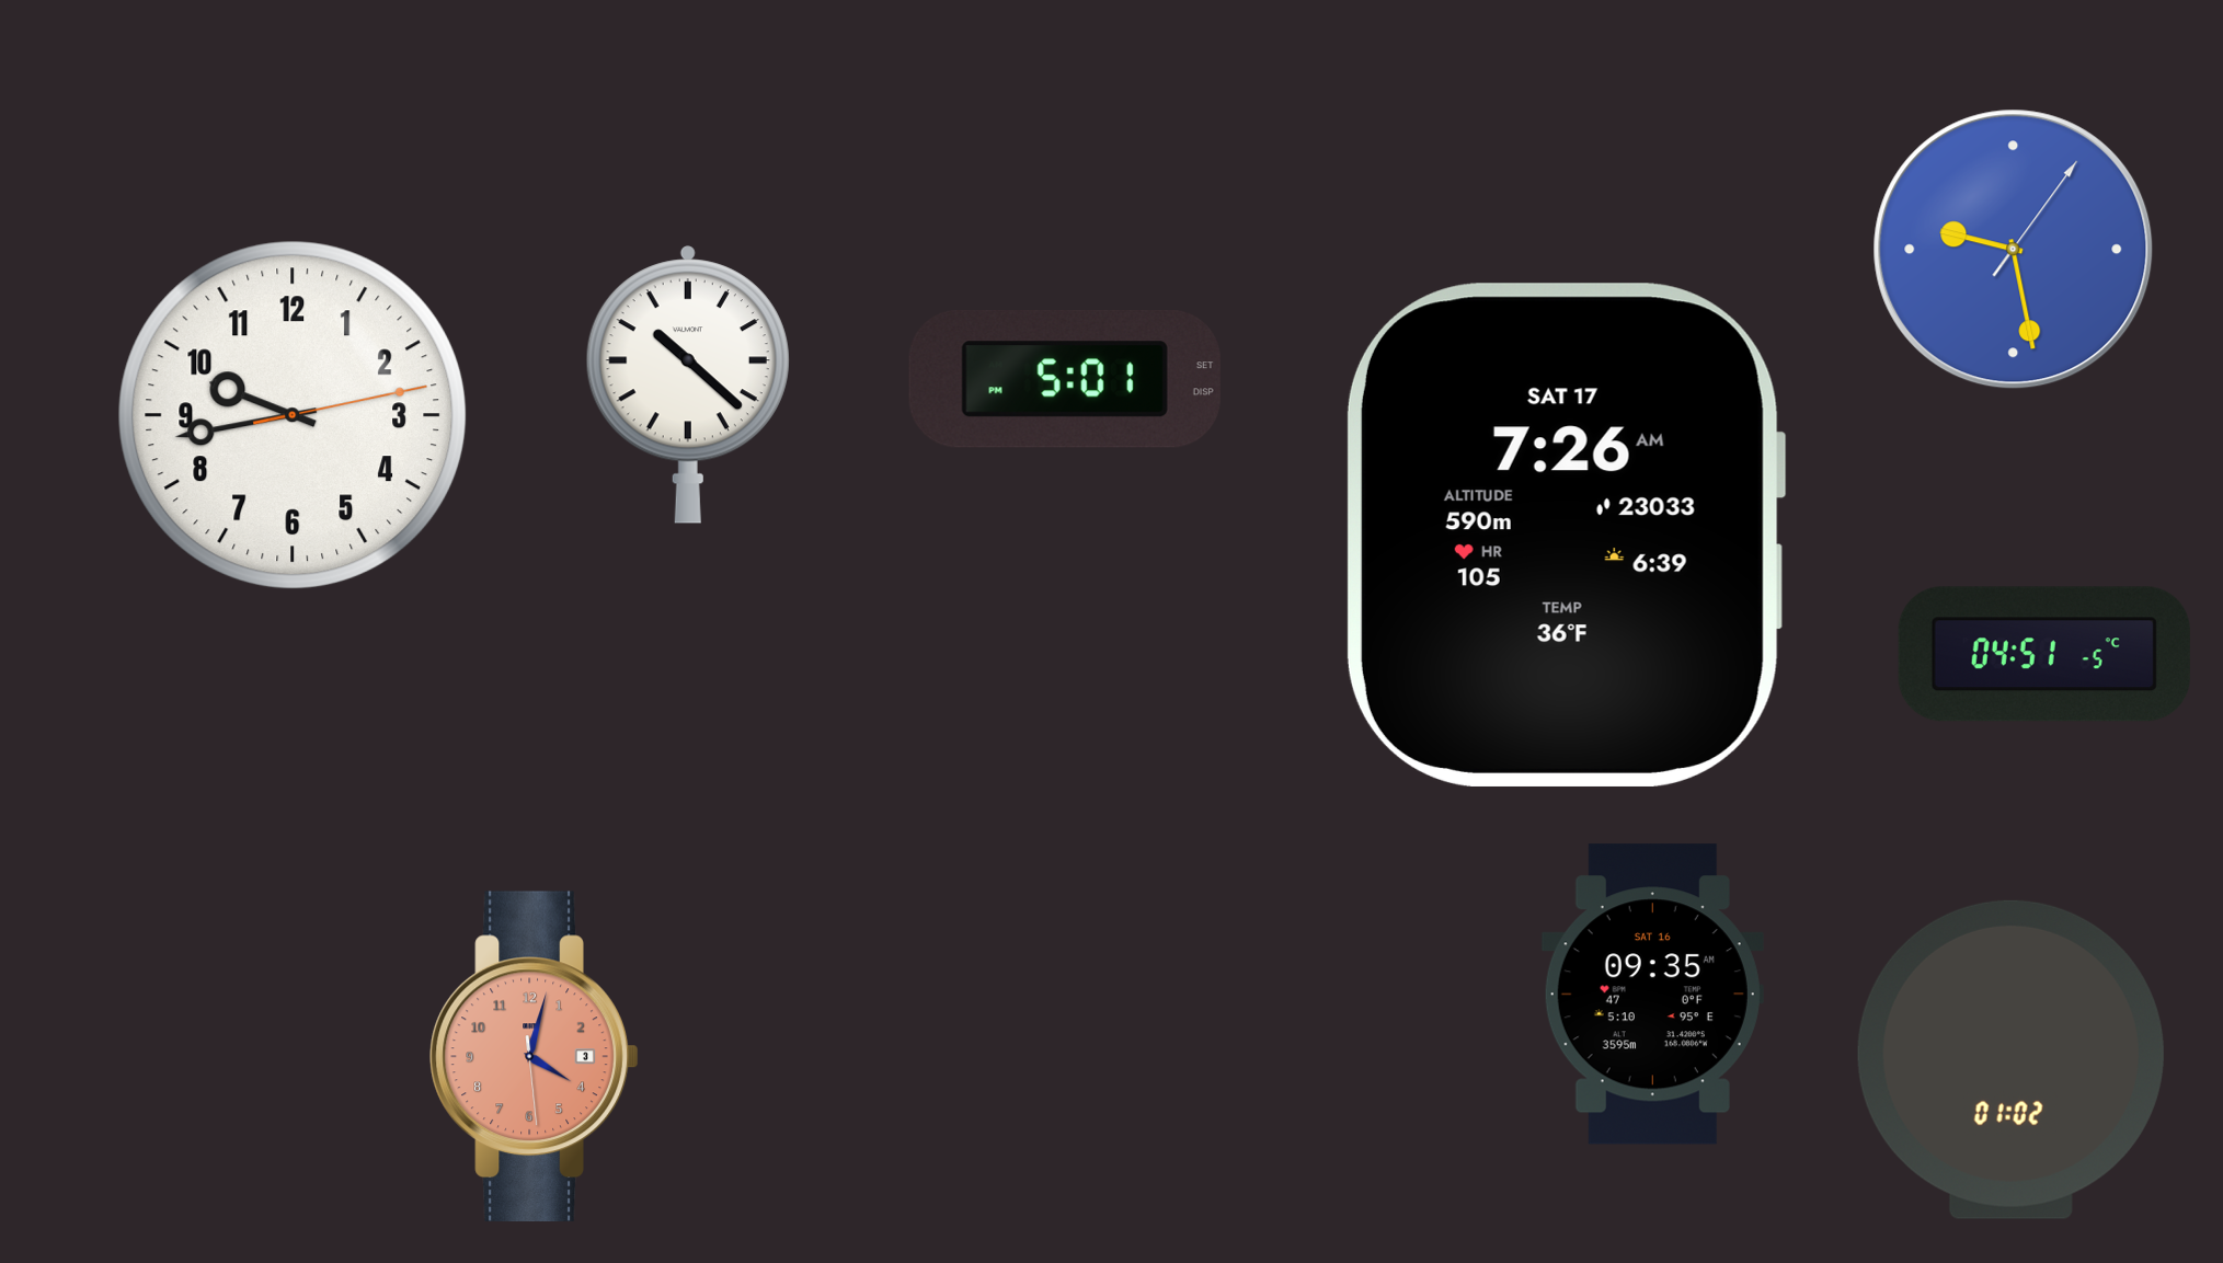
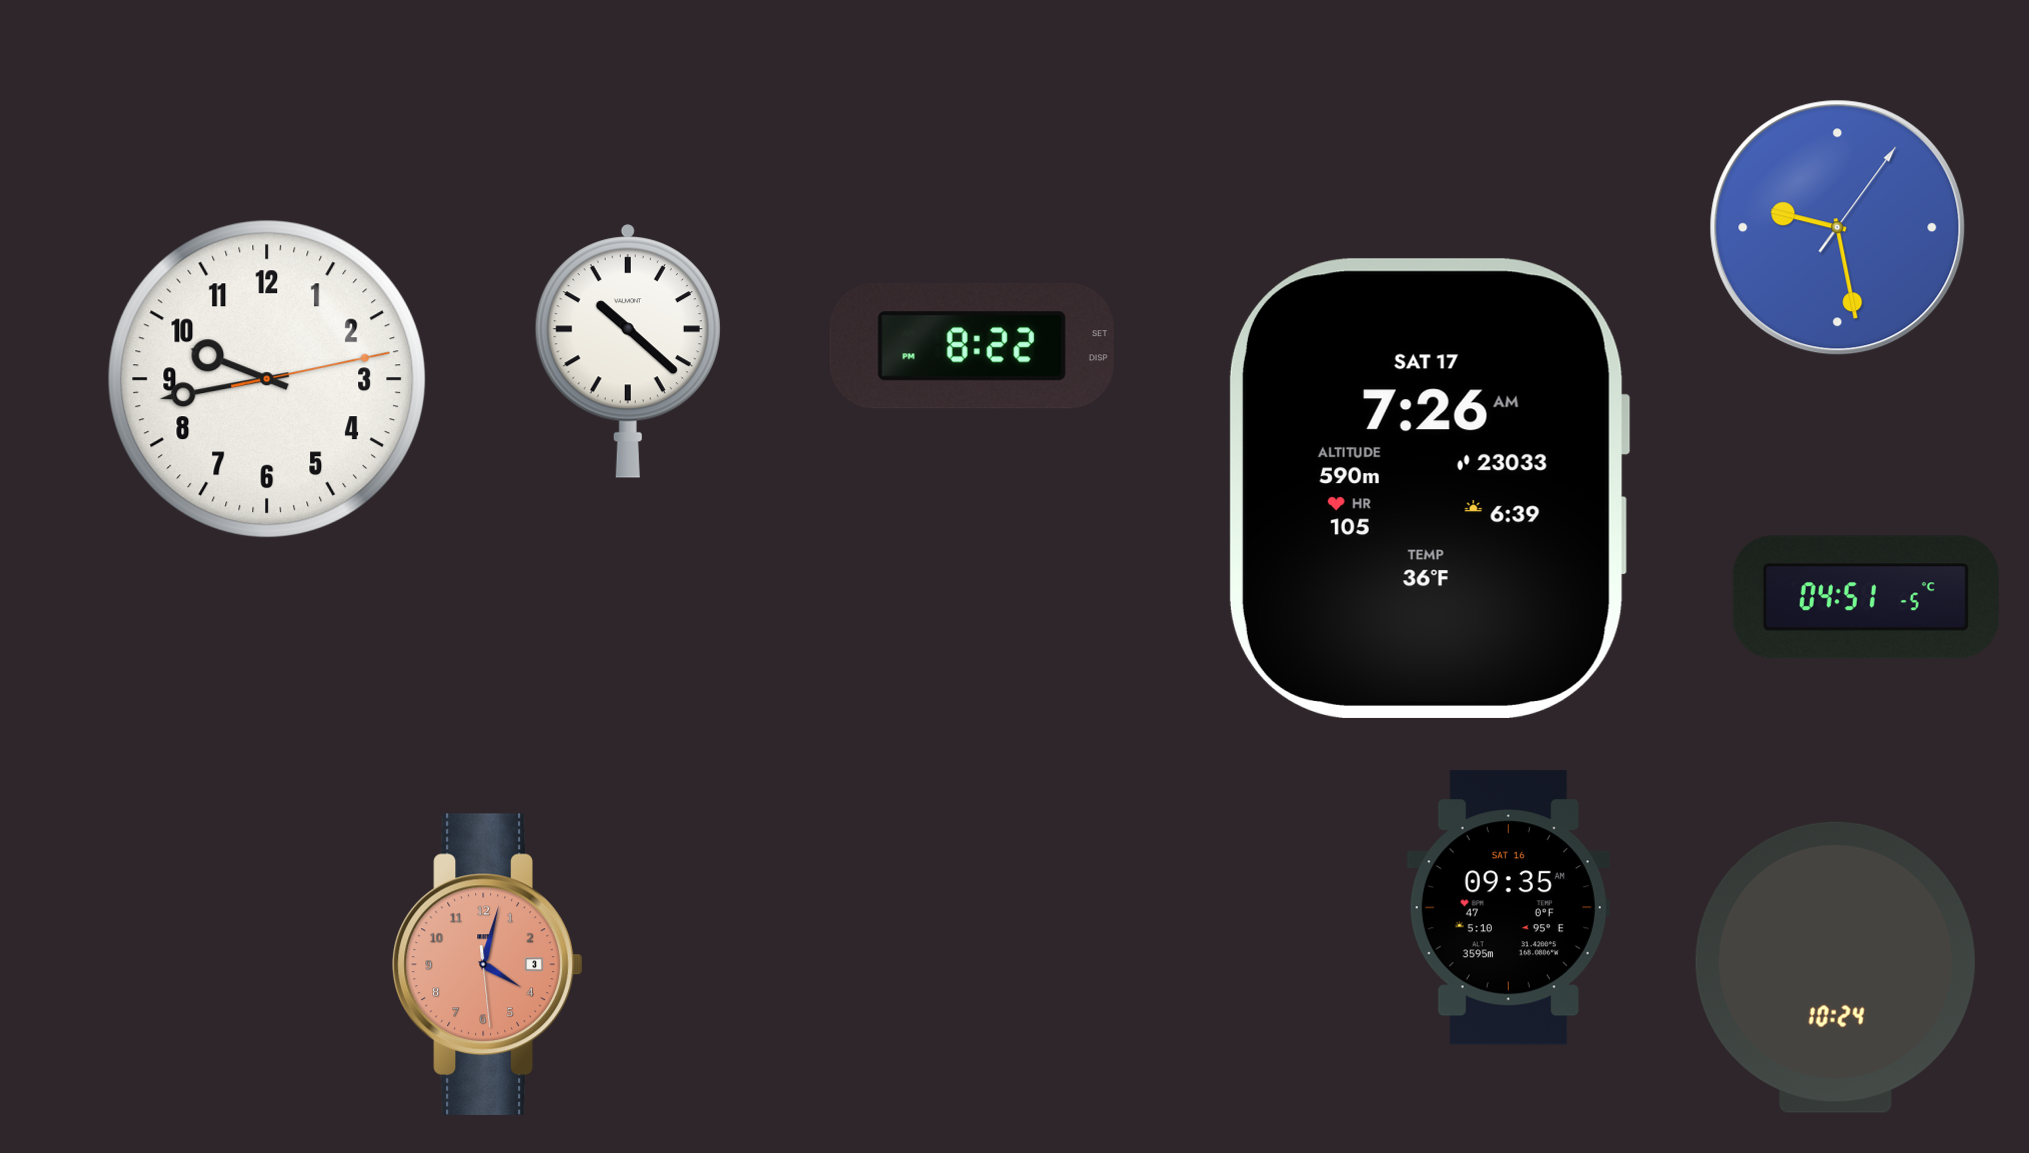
clock at (1065, 379): 5:01 -> 8:22
clock at (2010, 1059): 01:02 -> 10:24
